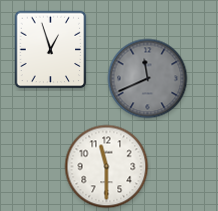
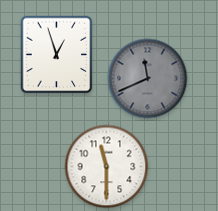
clock at (51, 50) position: (51, 50) -> (57, 55)
